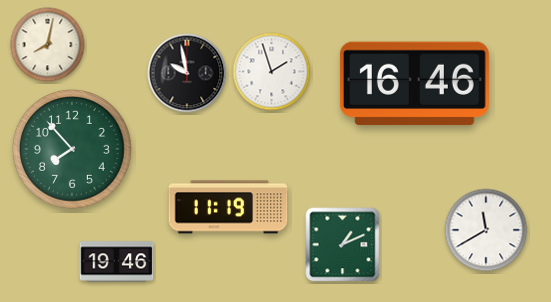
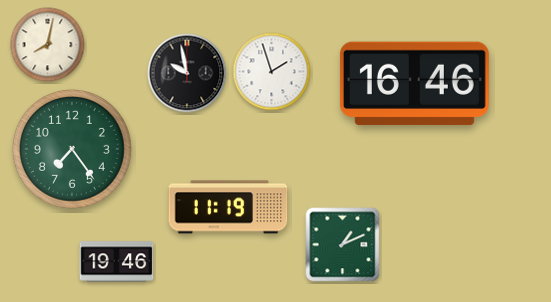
clock at (72, 149): 7:53 -> 7:24
clock at (486, 230): 11:40 -> none
